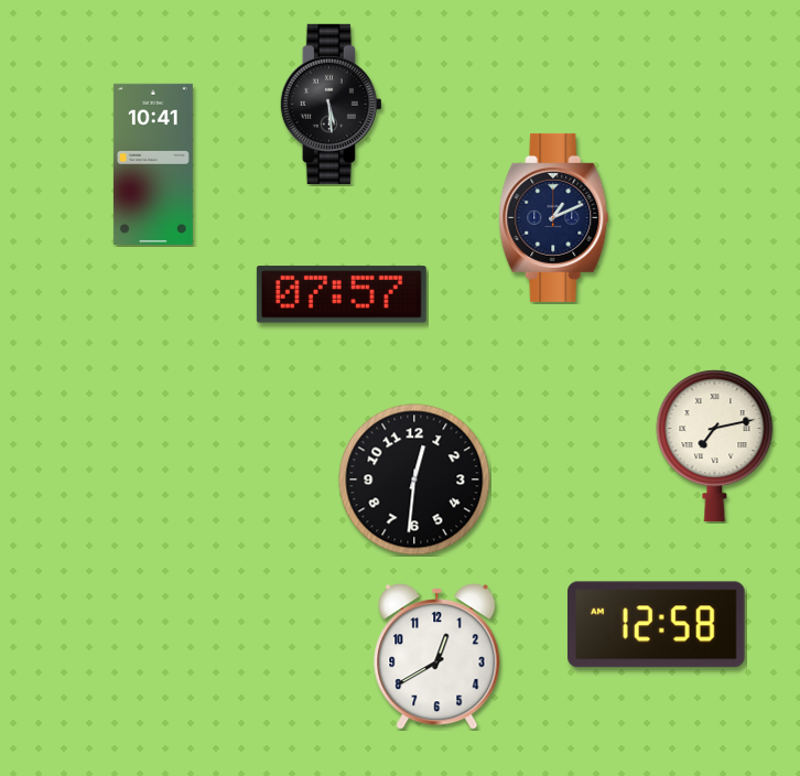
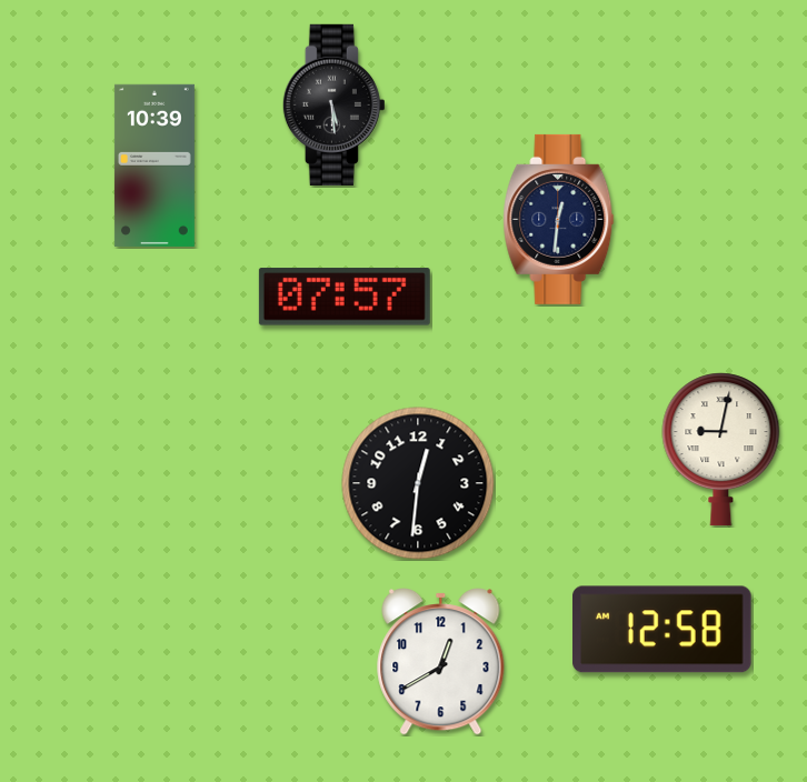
clock at (153, 164): 10:41 -> 10:39
clock at (554, 217): 1:11 -> 12:31
clock at (715, 446): 7:13 -> 9:02
